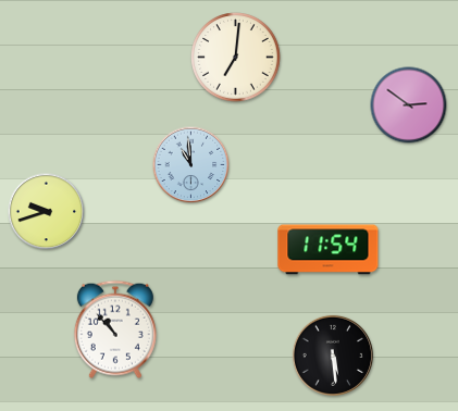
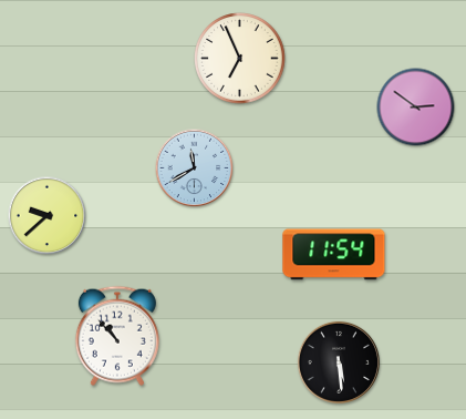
clock at (236, 58): 7:01 -> 6:56
clock at (191, 165): 10:59 -> 11:40
clock at (47, 212): 9:42 -> 9:38
